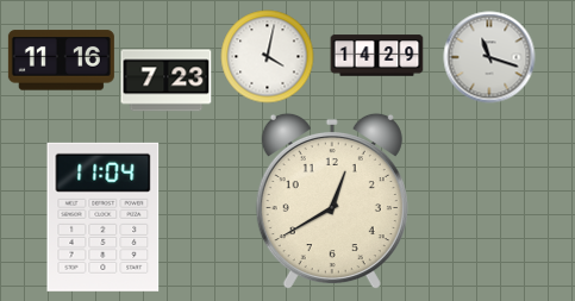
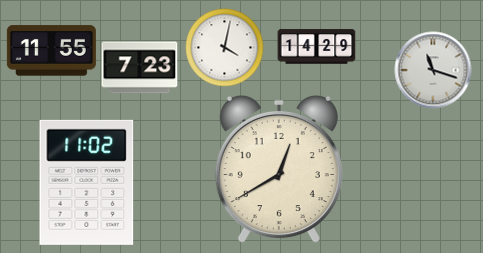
clock at (489, 57) position: (489, 57) -> (433, 70)
clock at (61, 61): 11:16 -> 11:55
clock at (104, 217): 11:04 -> 11:02
